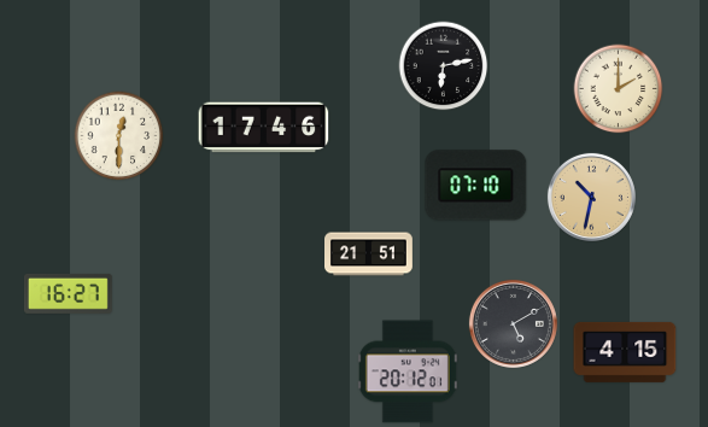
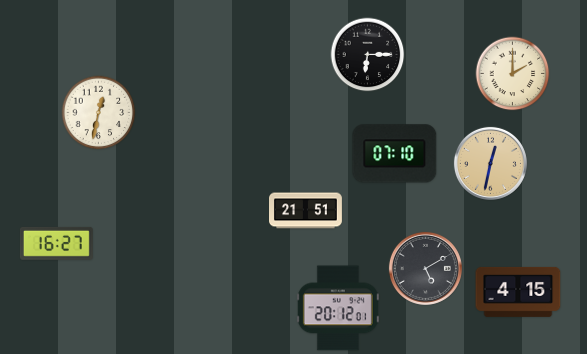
clock at (444, 66): 6:13 -> 6:15
clock at (264, 128): 17:46 -> none
clock at (119, 136): 12:30 -> 12:32
clock at (591, 197): 10:32 -> 12:32
